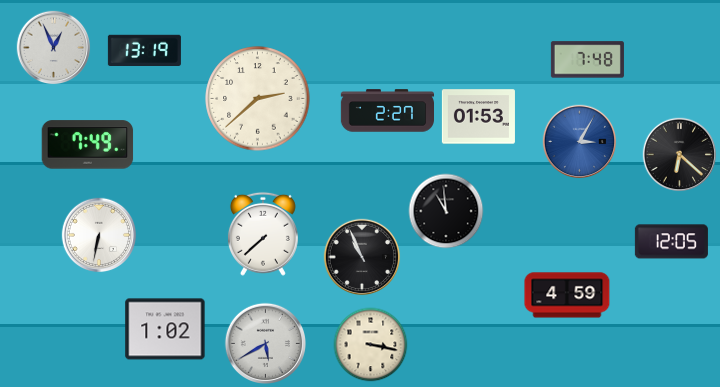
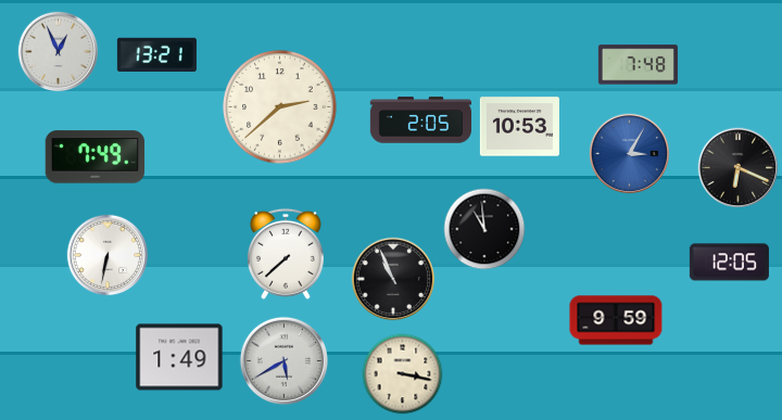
clock at (144, 50): 13:19 -> 13:21
clock at (387, 111): 2:27 -> 2:05
clock at (478, 117): 01:53 -> 10:53
clock at (680, 155): 6:22 -> 6:19
clock at (567, 295): 4:59 -> 9:59
clock at (165, 329): 1:02 -> 1:49
clock at (265, 343) position: (265, 343) -> (283, 360)
